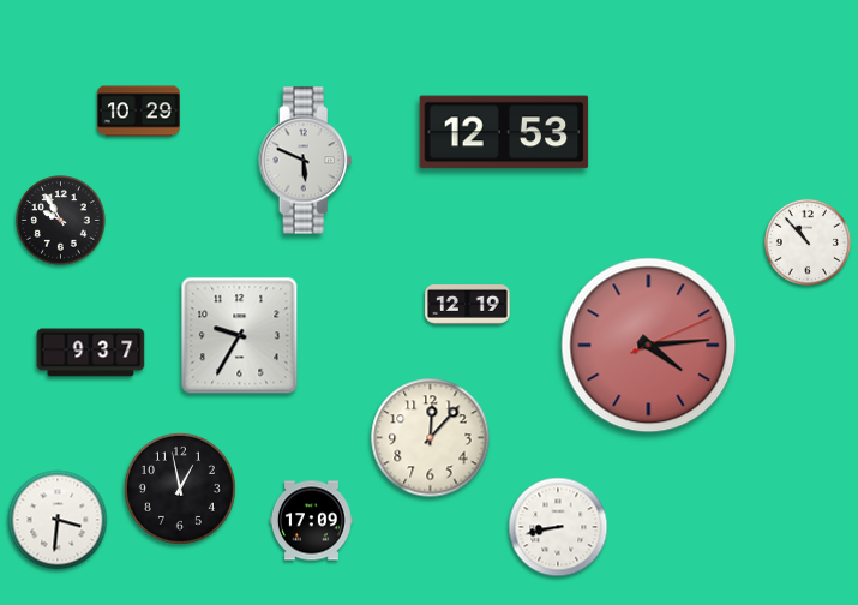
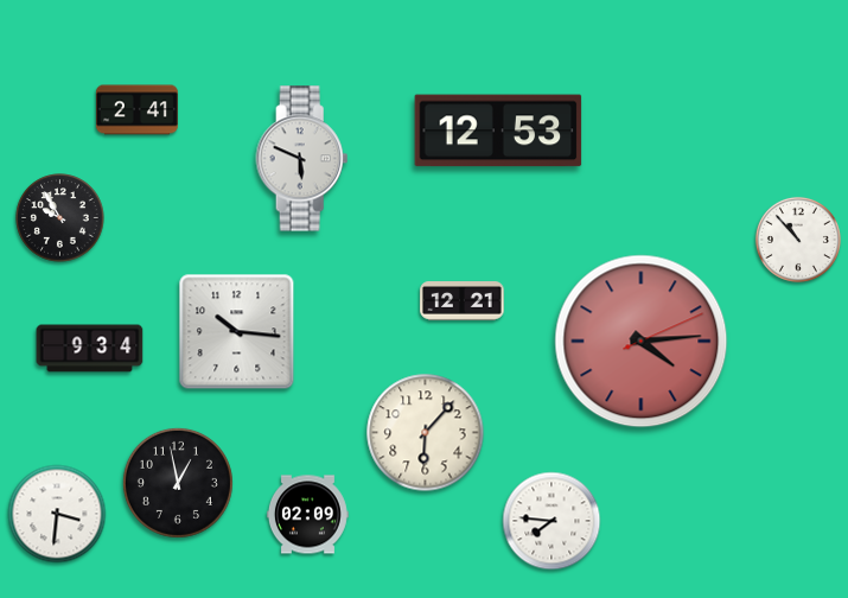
clock at (138, 112): 10:29 -> 2:41
clock at (468, 305): 12:19 -> 12:21
clock at (240, 336): 9:35 -> 10:16
clock at (91, 353): 9:37 -> 9:34
clock at (431, 438): 12:07 -> 6:07
clock at (311, 521): 17:09 -> 02:09
clock at (558, 527): 8:43 -> 7:46
